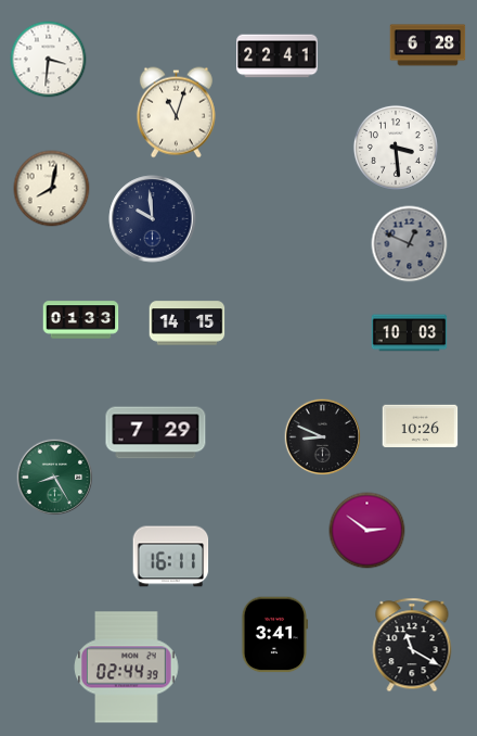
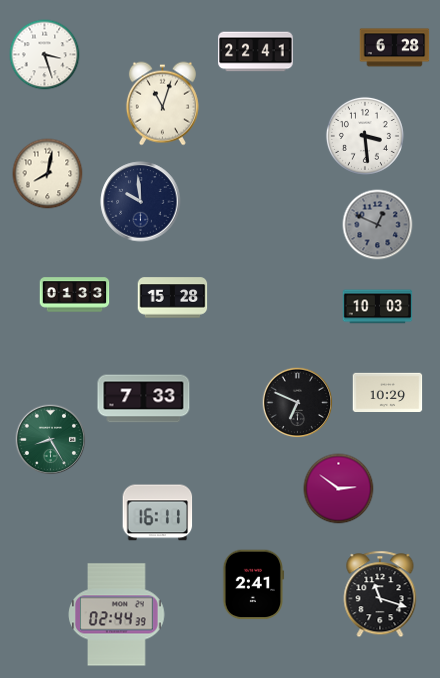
clock at (428, 46) position: (428, 46) -> (395, 48)
clock at (49, 60): 3:31 -> 3:27
clock at (188, 323): 14:15 -> 15:28
clock at (421, 427): 10:26 -> 10:29
clock at (156, 433): 7:29 -> 7:33
clock at (323, 437): 8:49 -> 6:49
clock at (274, 635): 3:41 -> 2:41
clock at (412, 645): 11:20 -> 11:18
